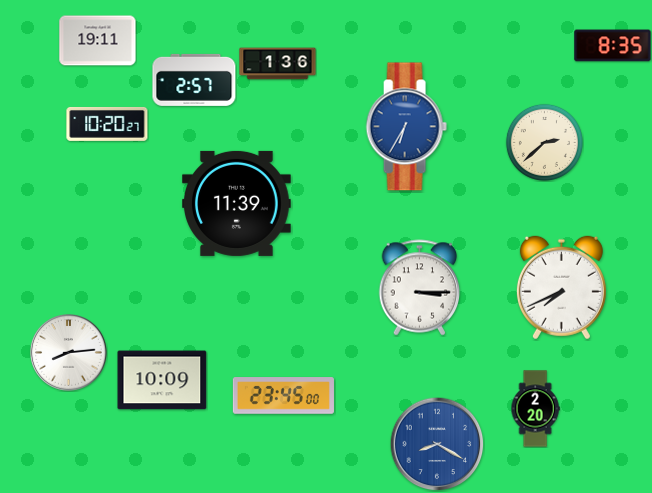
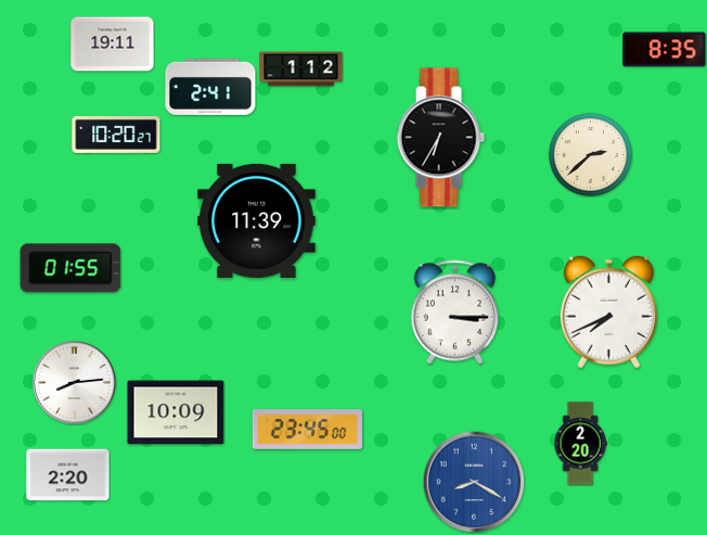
clock at (98, 41) position: (98, 41) -> (113, 44)
clock at (278, 64): 1:36 -> 1:12
clock at (194, 80): 2:57 -> 2:41
clock at (406, 127) dial: blue -> black
clock at (70, 268): none -> 01:55
clock at (68, 475): none -> 2:20
